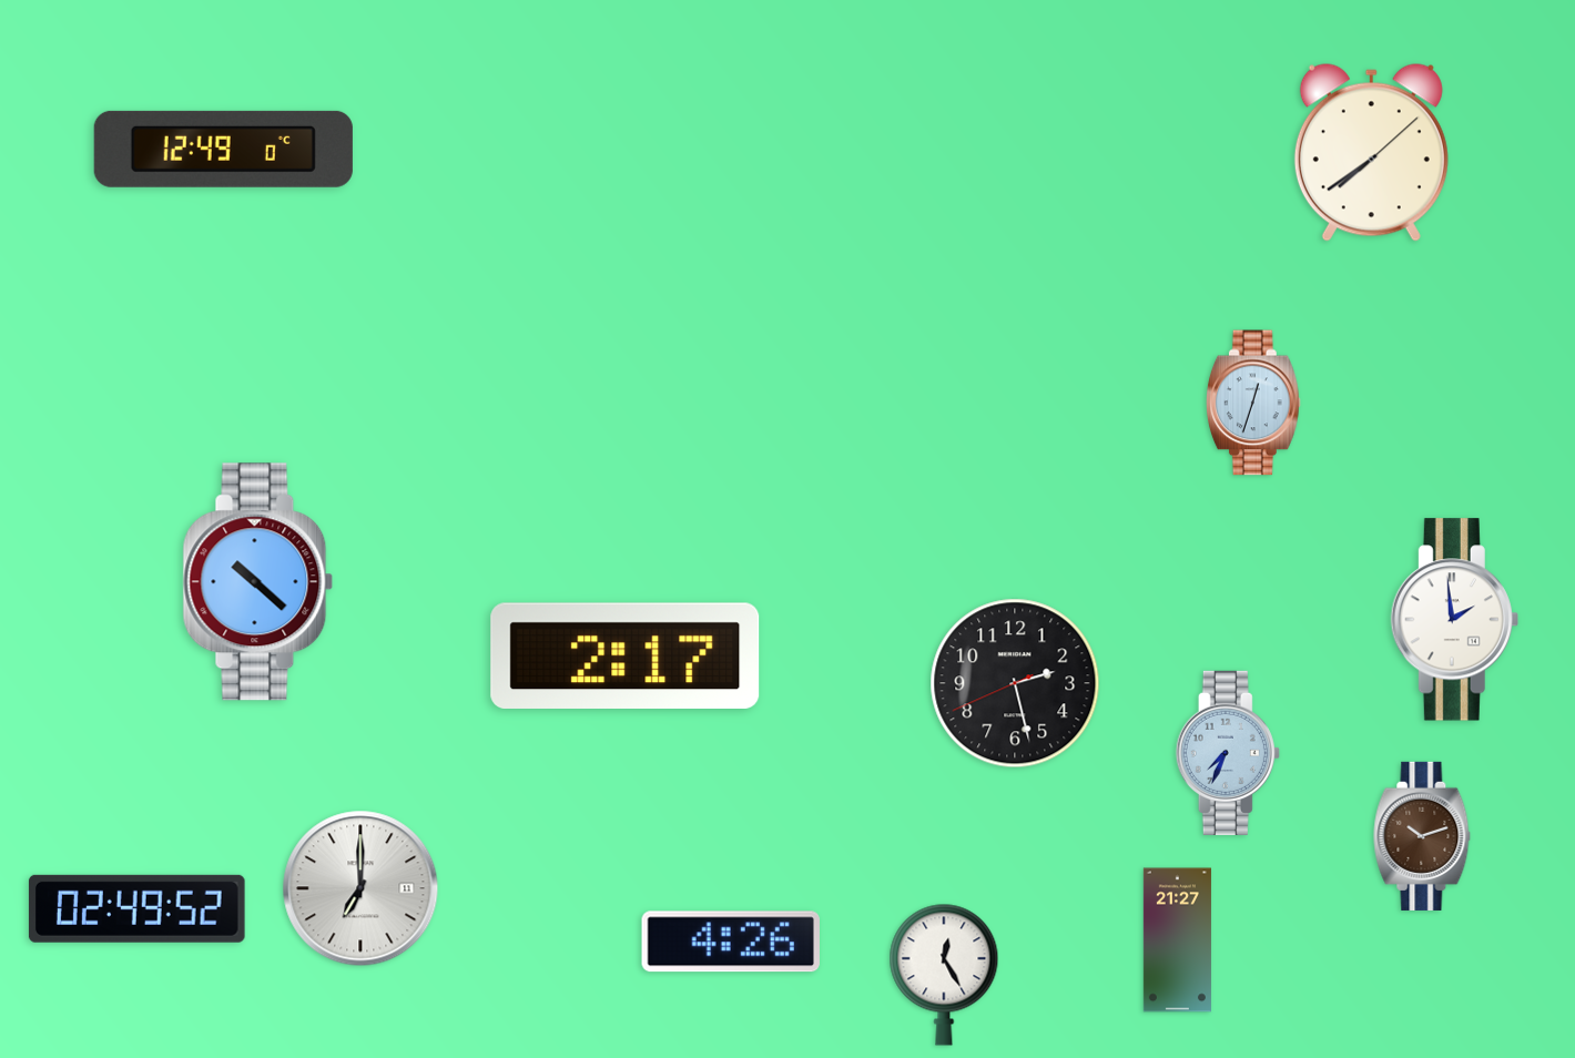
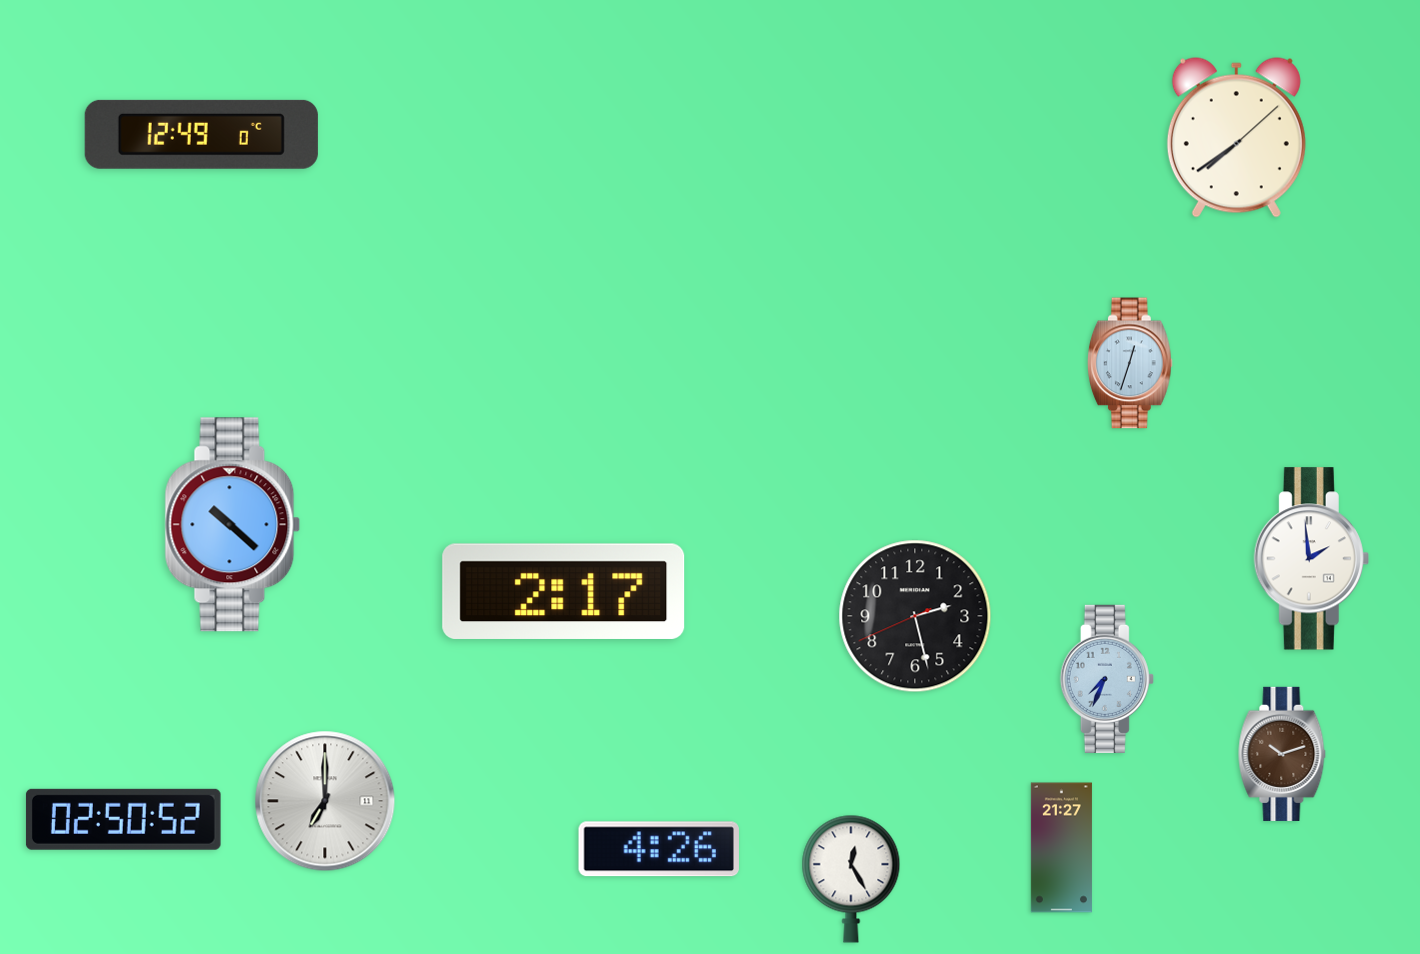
clock at (136, 908): 02:49 -> 02:50
